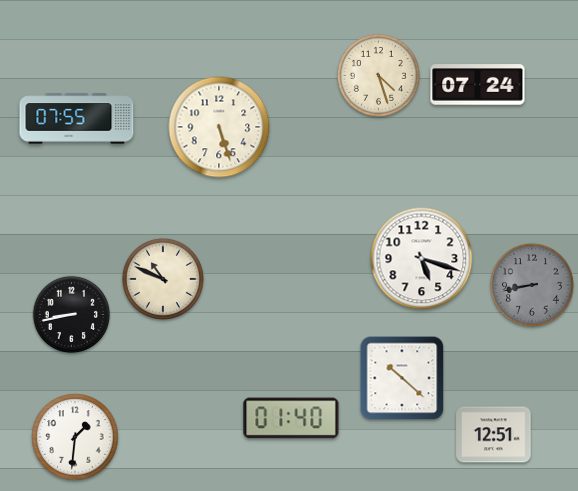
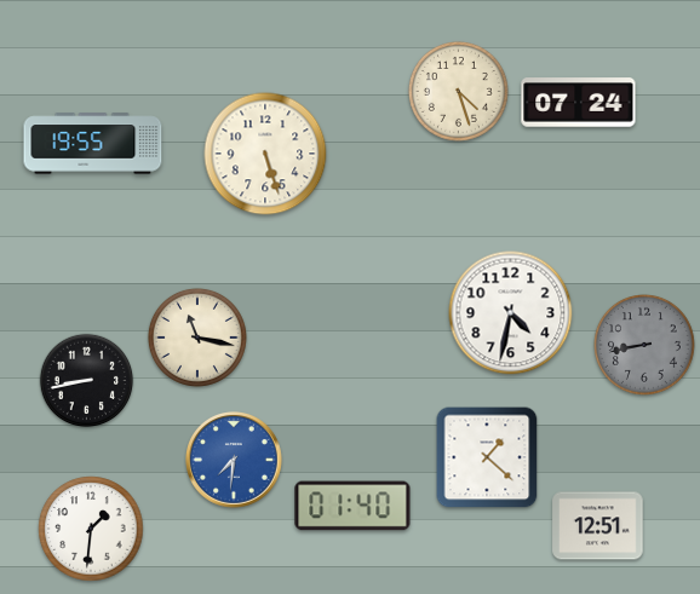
clock at (77, 119): 07:55 -> 19:55
clock at (422, 259): 5:18 -> 4:32
clock at (163, 279): 10:49 -> 11:17
clock at (402, 378): 10:22 -> 1:22
clock at (235, 461): none -> 7:31
